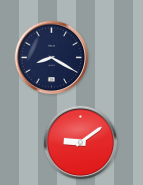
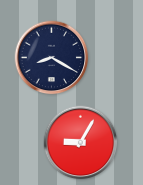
clock at (81, 143): 9:09 -> 9:05
